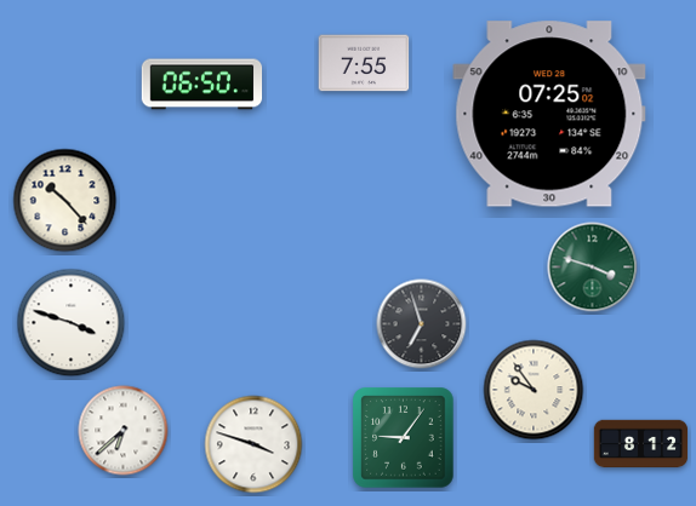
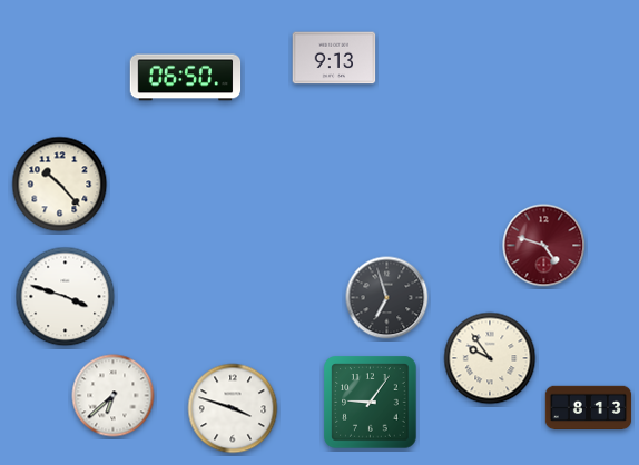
clock at (364, 63): 7:55 -> 9:13
clock at (549, 114): 07:25 -> none
clock at (593, 268): 3:48 -> 4:48
clock at (593, 268) dial: green -> burgundy
clock at (641, 444): 8:12 -> 8:13
